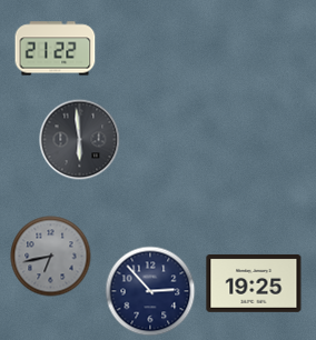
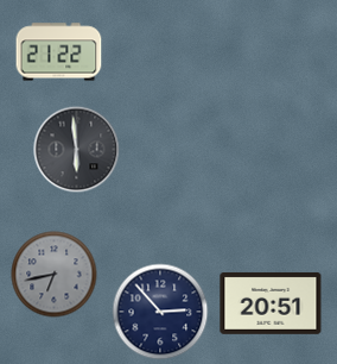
clock at (80, 140) position: (80, 140) -> (77, 150)
clock at (254, 283): 19:25 -> 20:51
